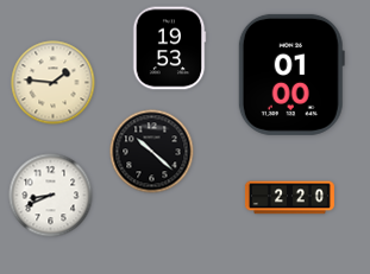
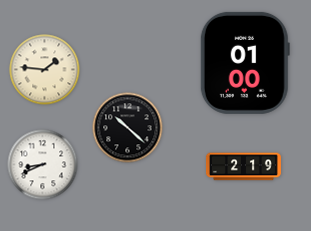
clock at (169, 49): 19:53 -> none
clock at (289, 198): 2:20 -> 2:19
